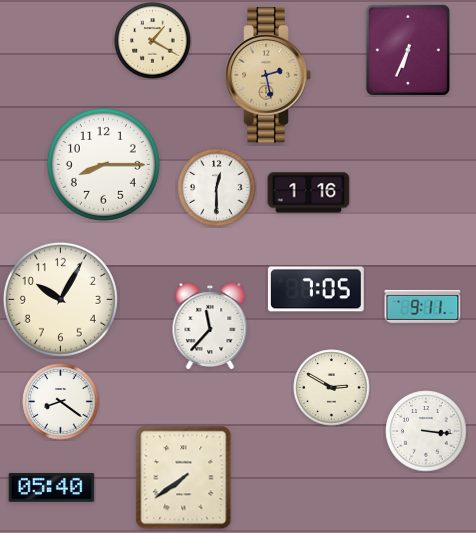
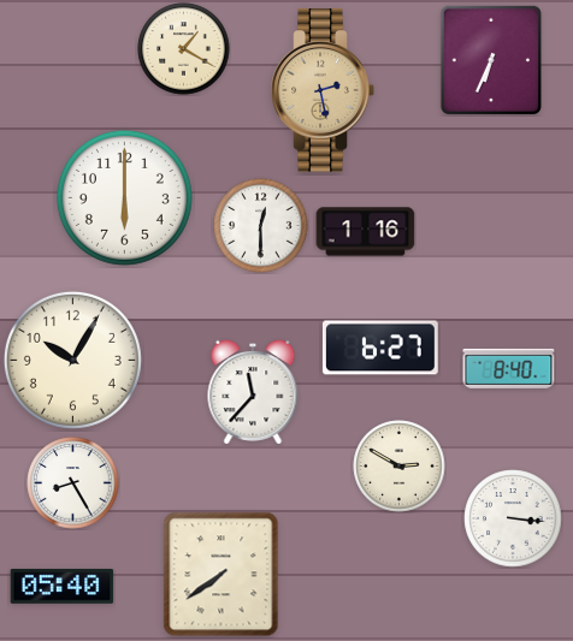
clock at (103, 164): 8:15 -> 6:00
clock at (309, 193) position: (309, 193) -> (366, 232)
clock at (316, 289): 7:05 -> 6:27
clock at (423, 306): 9:11 -> 8:40
clock at (61, 402): 8:21 -> 8:25
